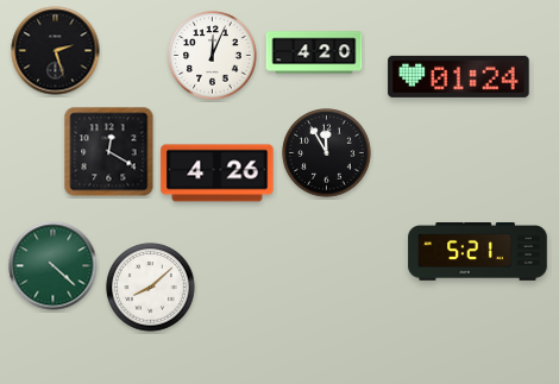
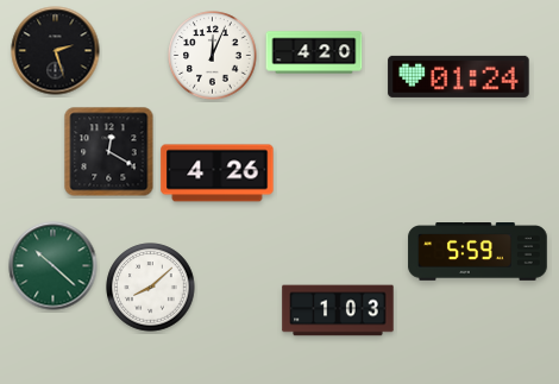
clock at (327, 153): 11:55 -> none
clock at (478, 252): 5:21 -> 5:59
clock at (54, 266): 4:22 -> 10:22
clock at (338, 310): none -> 1:03
